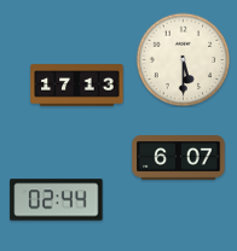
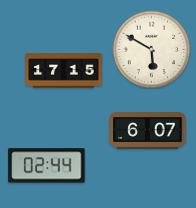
clock at (183, 59): 5:30 -> 5:50
clock at (77, 86): 17:13 -> 17:15
